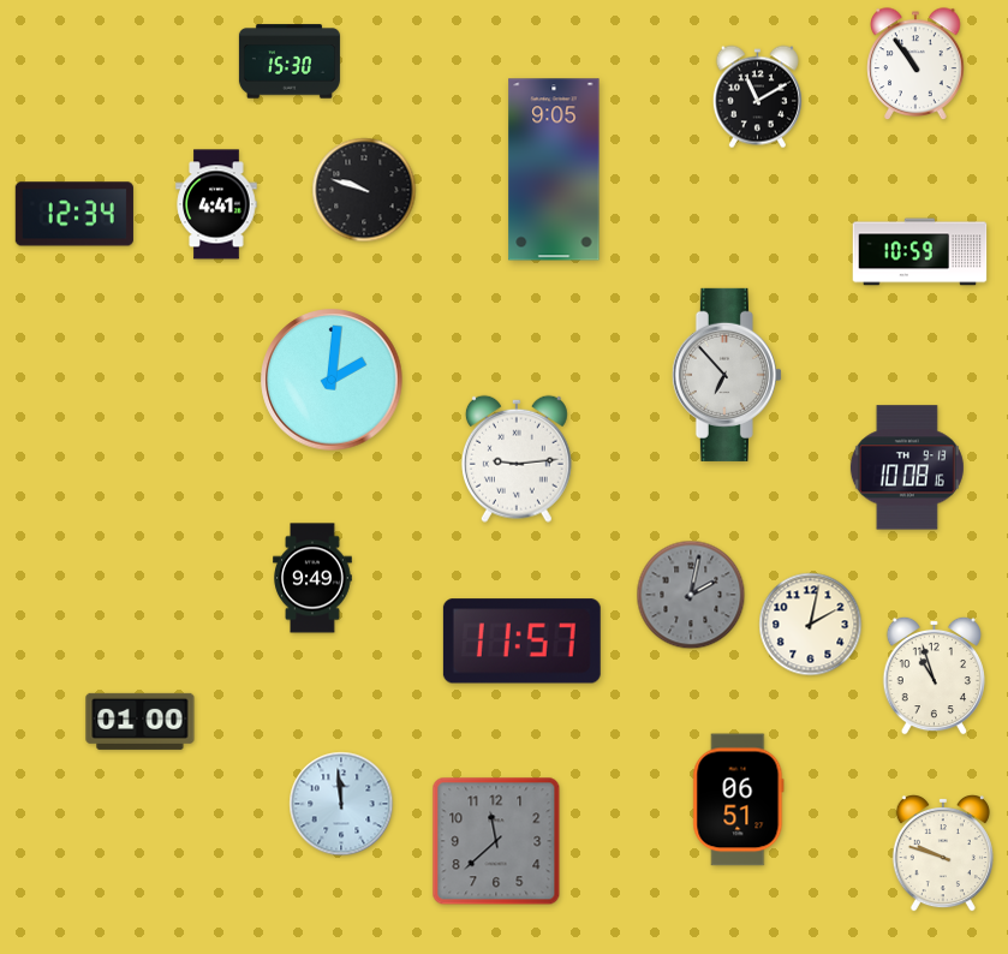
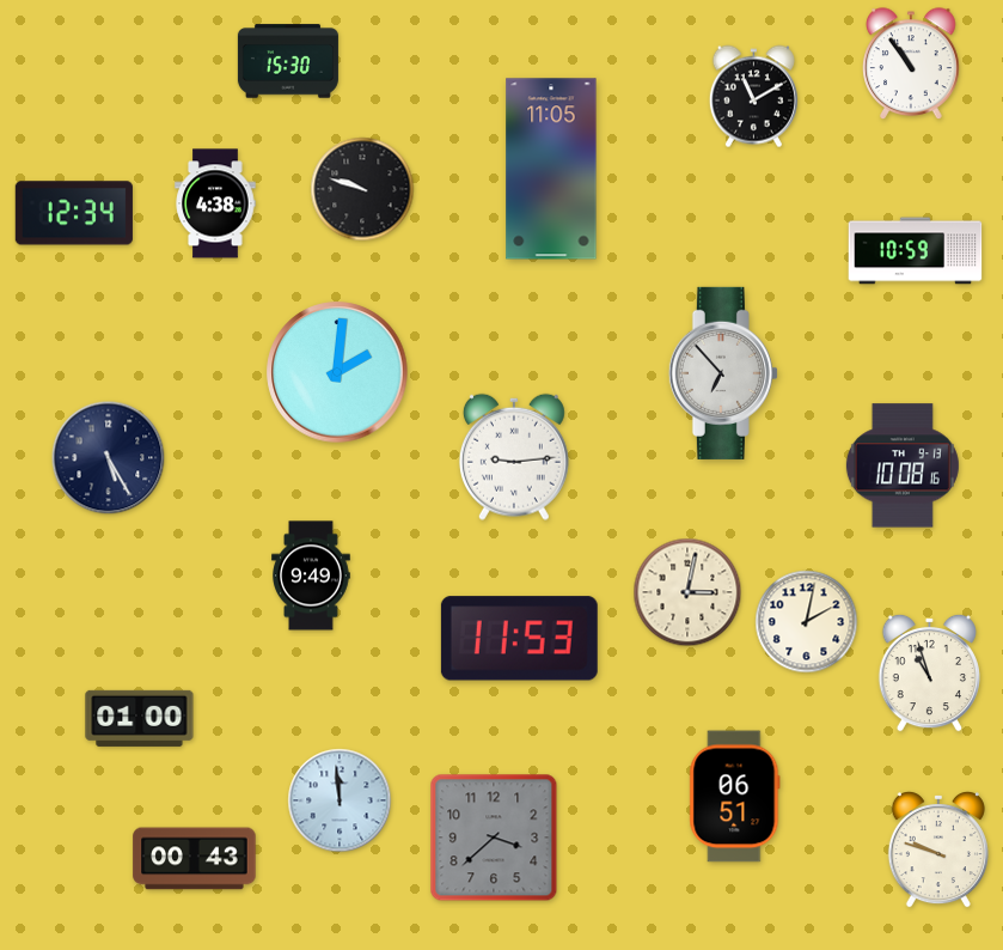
clock at (554, 169): 9:05 -> 11:05
clock at (216, 204): 4:41 -> 4:38
clock at (332, 380) position: (332, 380) -> (337, 372)
clock at (109, 458): none -> 5:25
clock at (691, 595): 2:02 -> 3:02
clock at (691, 595) dial: grey -> cream
clock at (521, 642): 11:57 -> 11:53
clock at (496, 841): 11:38 -> 3:38
clock at (195, 859): none -> 00:43
